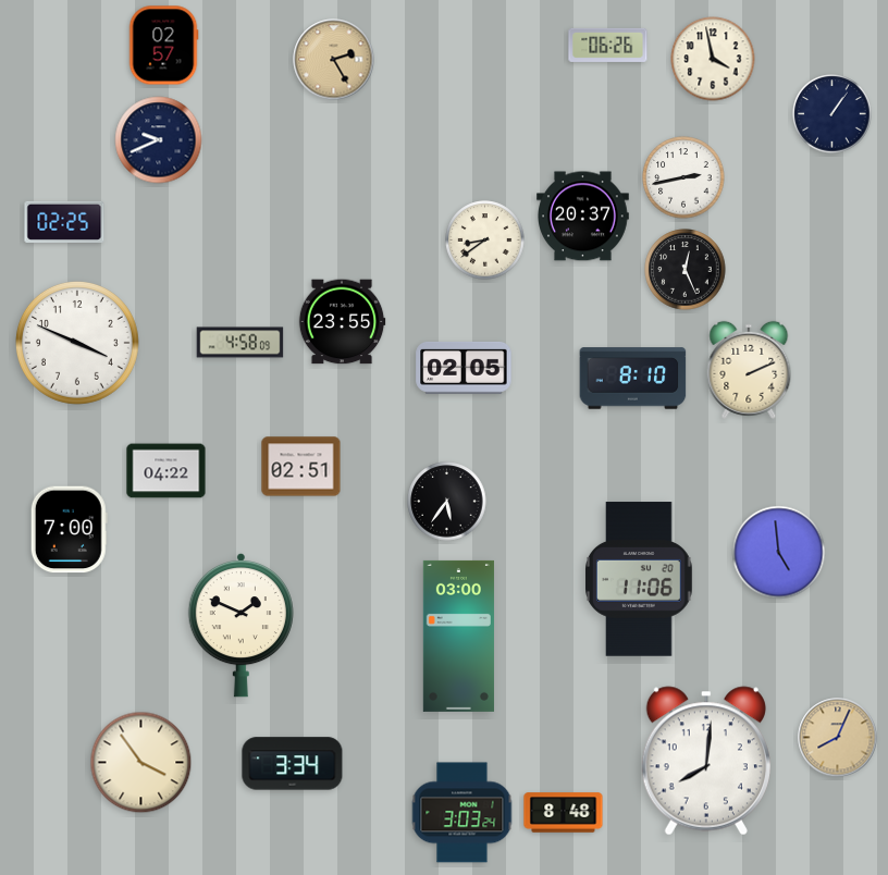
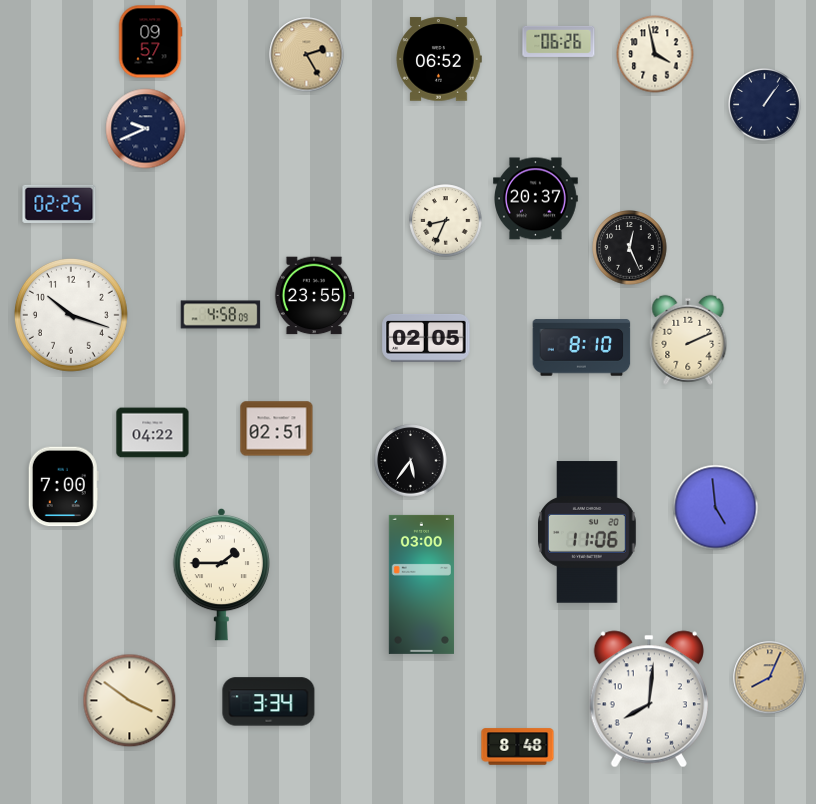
clock at (163, 46): 02:57 -> 09:57
clock at (439, 59): none -> 06:52
clock at (683, 177): 2:43 -> none
clock at (485, 241): 8:39 -> 8:34
clock at (77, 343): 3:49 -> 10:18
clock at (240, 625): 1:49 -> 1:45
clock at (141, 763): 3:54 -> 3:51
clock at (462, 813): 3:03 -> none
